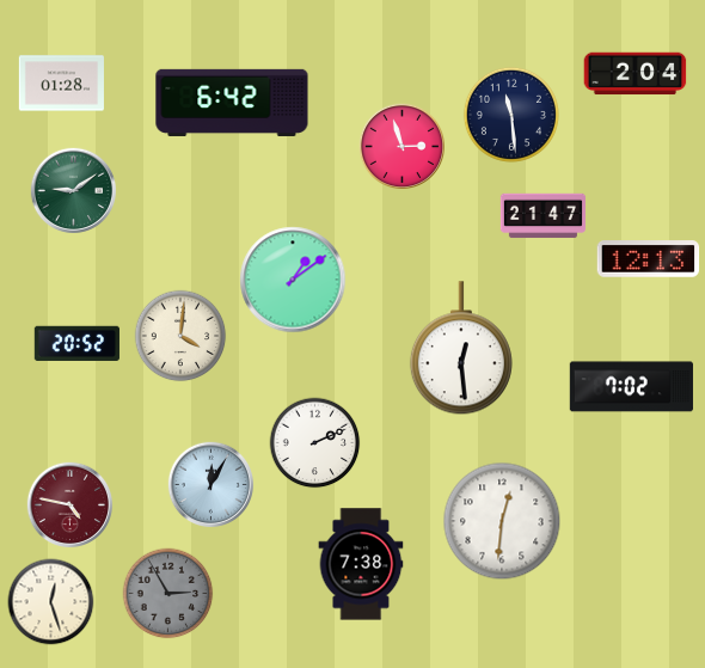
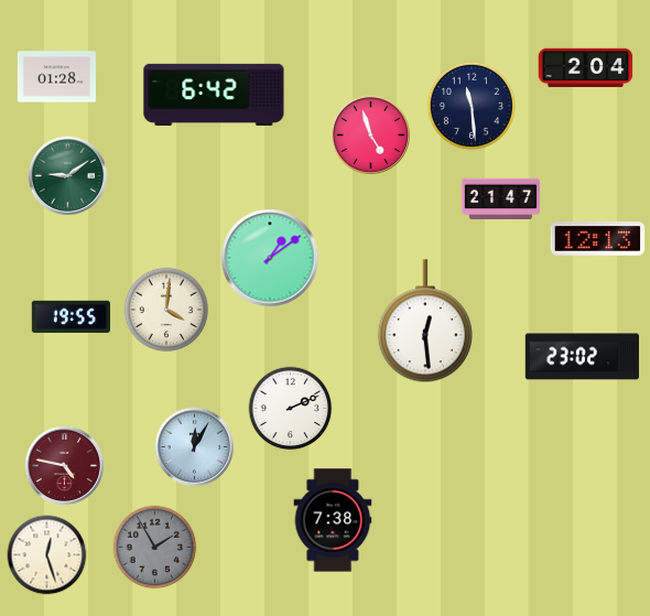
clock at (401, 146): 2:57 -> 4:57
clock at (76, 343): 20:52 -> 19:55
clock at (631, 387): 7:02 -> 23:02
clock at (502, 521): 12:31 -> none
clock at (168, 594): 2:55 -> 1:55
